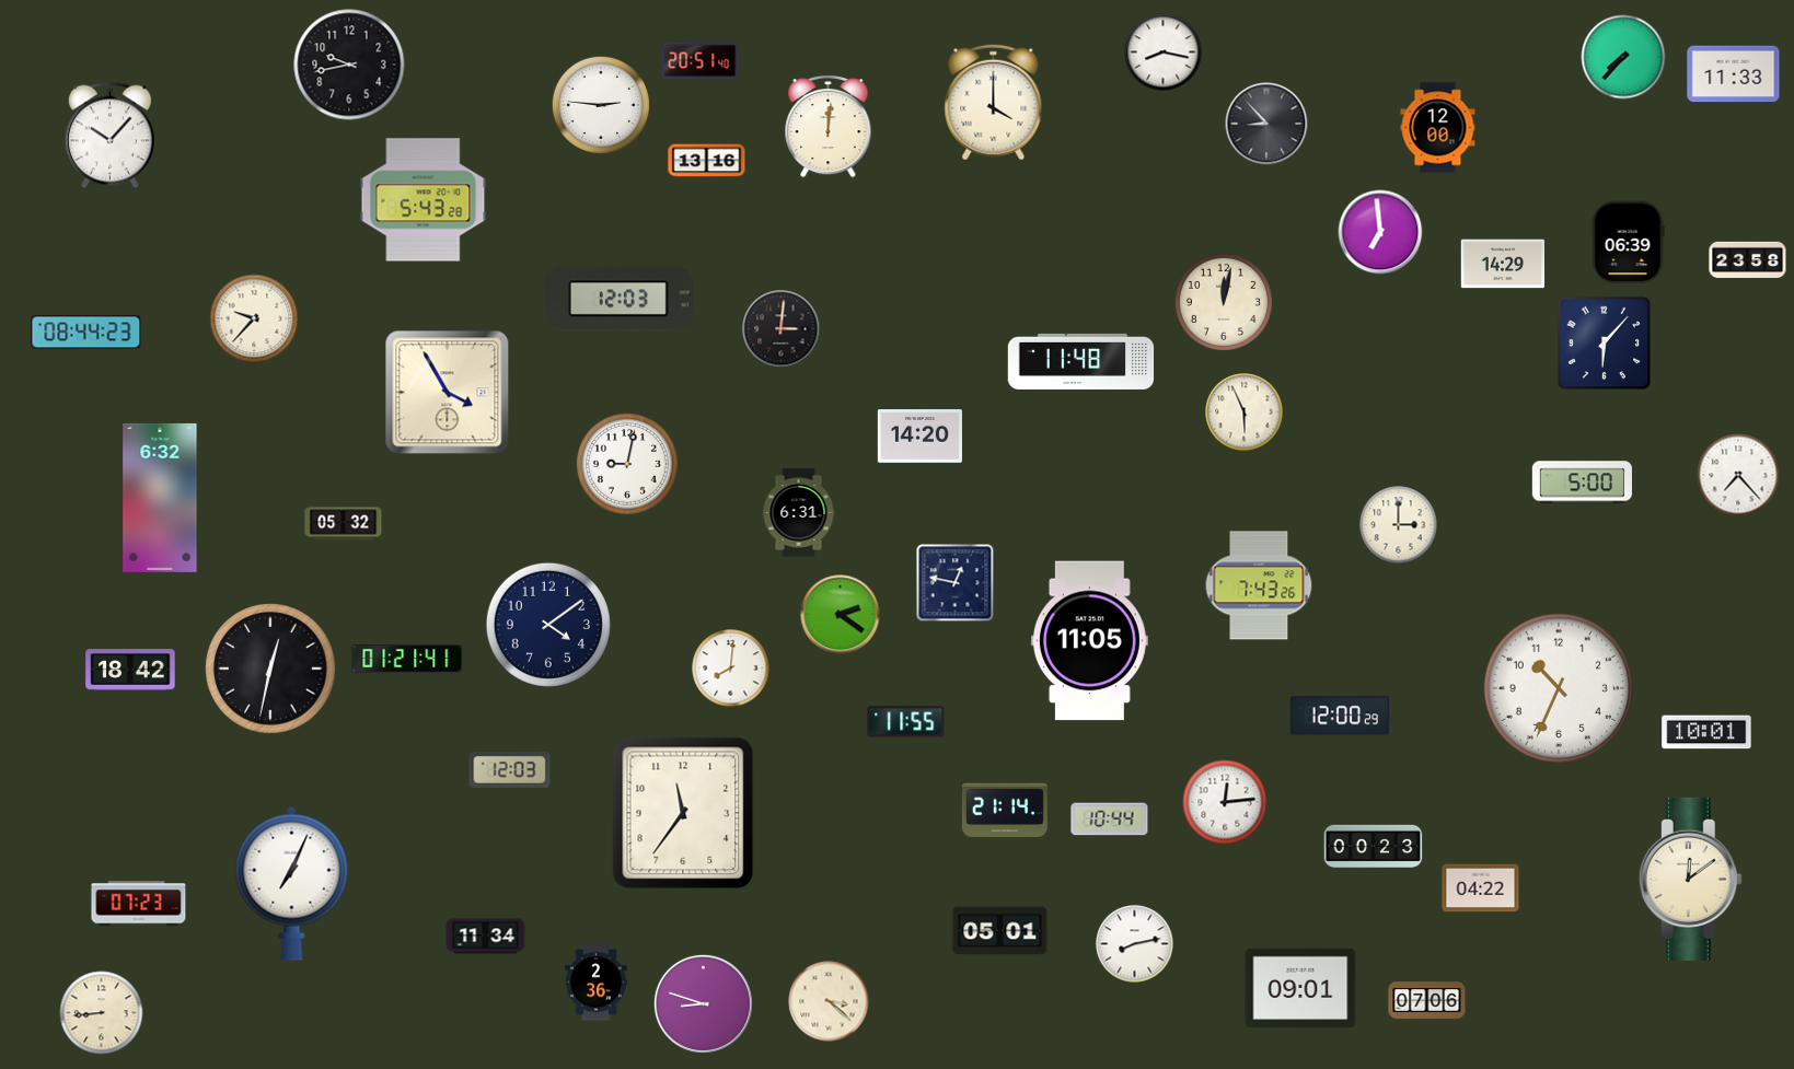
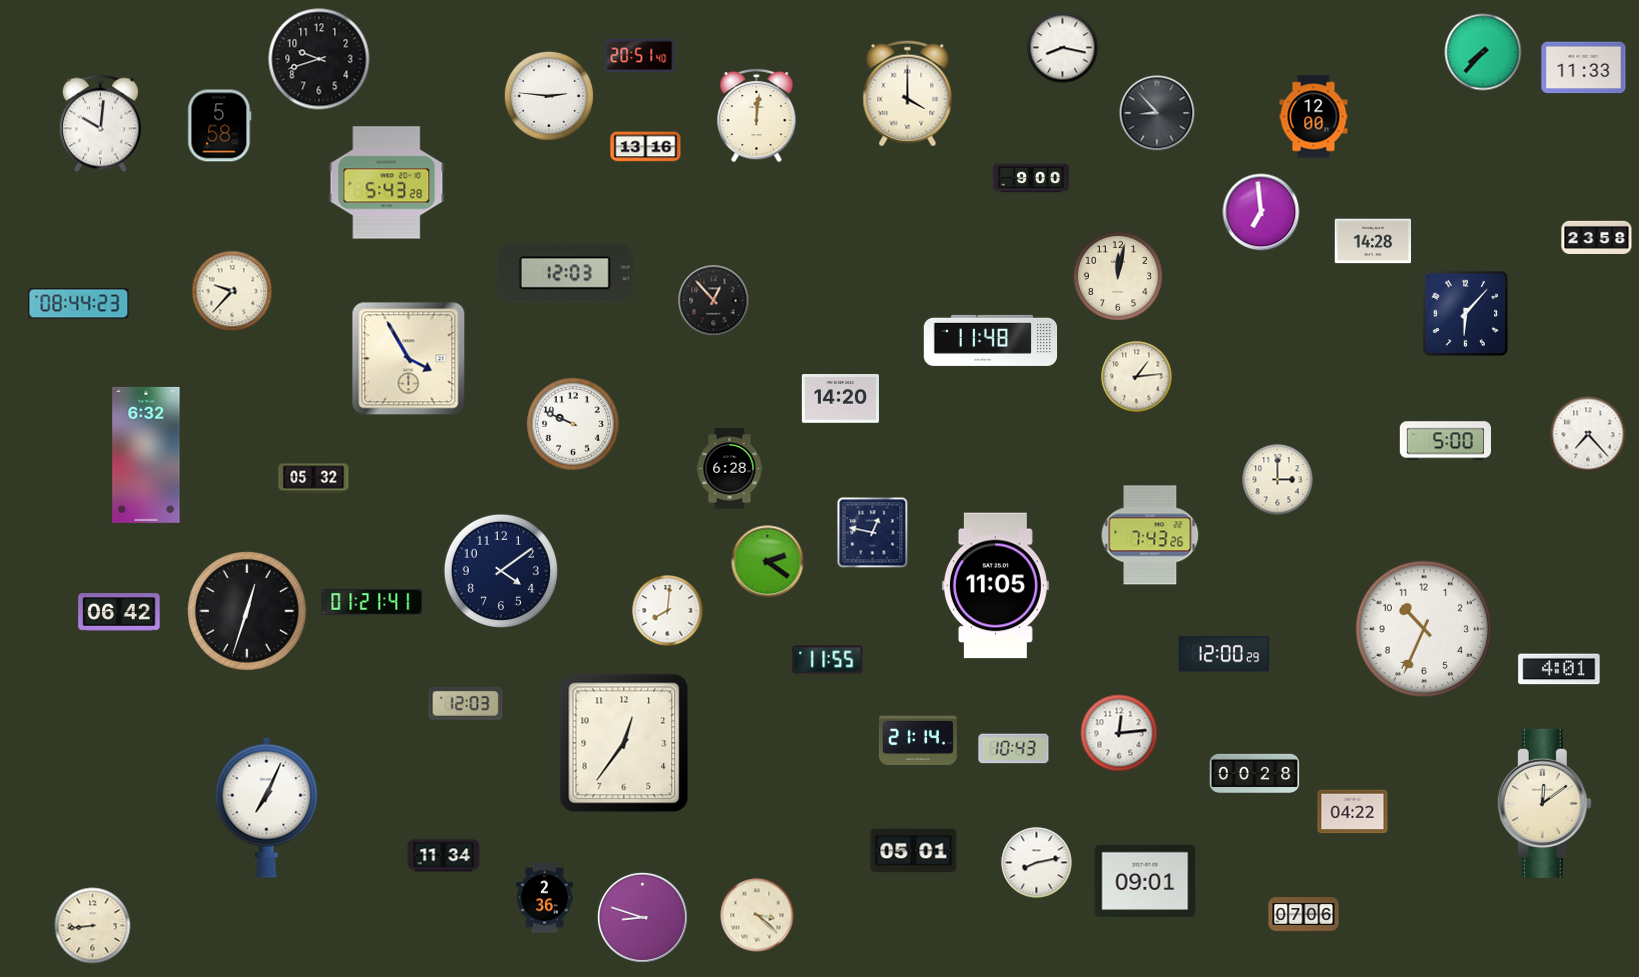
clock at (349, 65): 9:43 -> 9:42
clock at (109, 136): 10:07 -> 10:01
clock at (220, 126): none -> 5:58
clock at (1031, 178): none -> 9:00
clock at (1628, 243): 06:39 -> none
clock at (1503, 264): 14:29 -> 14:28
clock at (782, 329): 3:01 -> 12:53
clock at (1081, 361) position: (1081, 361) -> (991, 340)
clock at (1245, 413): 5:56 -> 1:14
clock at (628, 465): 9:02 -> 9:49
clock at (799, 513): 6:31 -> 6:28
clock at (270, 669): 12:32 -> 12:33
clock at (130, 670): 18:42 -> 06:42
clock at (1706, 732): 10:01 -> 4:01
clock at (683, 813): 11:36 -> 12:36
clock at (1110, 820): 10:44 -> 10:43
clock at (1374, 846): 00:23 -> 00:28
clock at (139, 904): 07:23 -> none
clock at (1300, 988) position: (1300, 988) -> (1145, 881)
